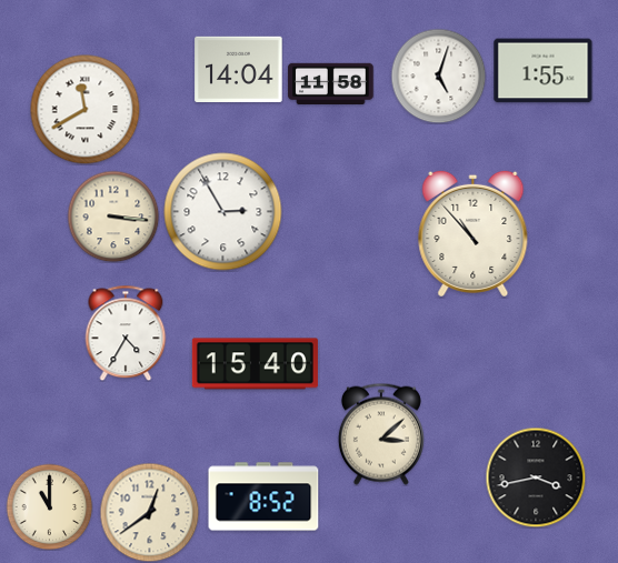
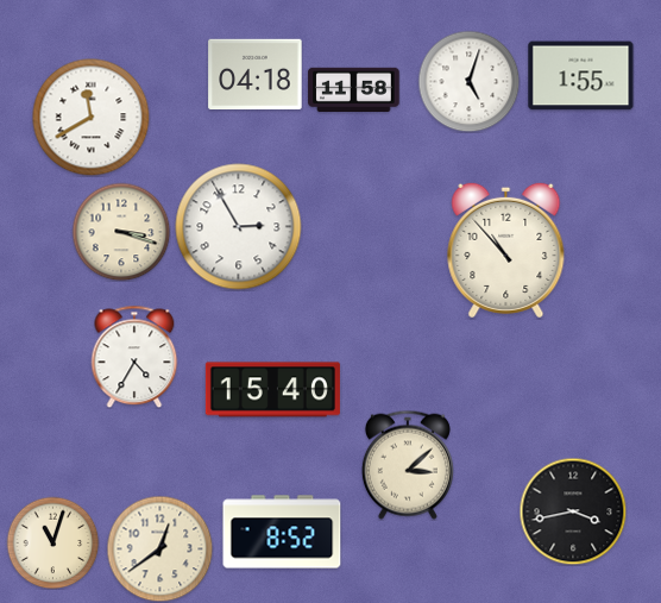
clock at (239, 69): 14:04 -> 04:18
clock at (113, 217): 3:16 -> 3:18
clock at (49, 506): 11:00 -> 11:03
